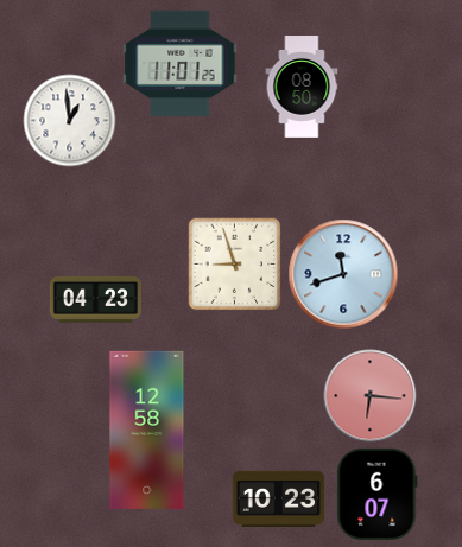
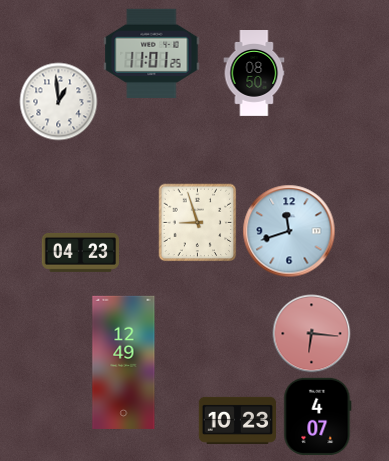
clock at (147, 430): 12:58 -> 12:49
clock at (378, 494): 6:07 -> 4:07
clock at (278, 498) position: (278, 498) -> (237, 420)
